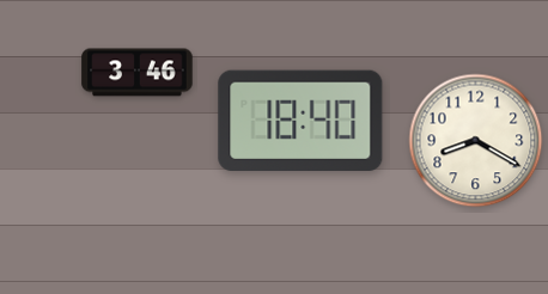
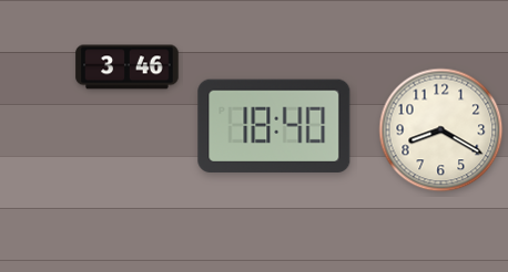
clock at (300, 121) position: (300, 121) -> (274, 126)
